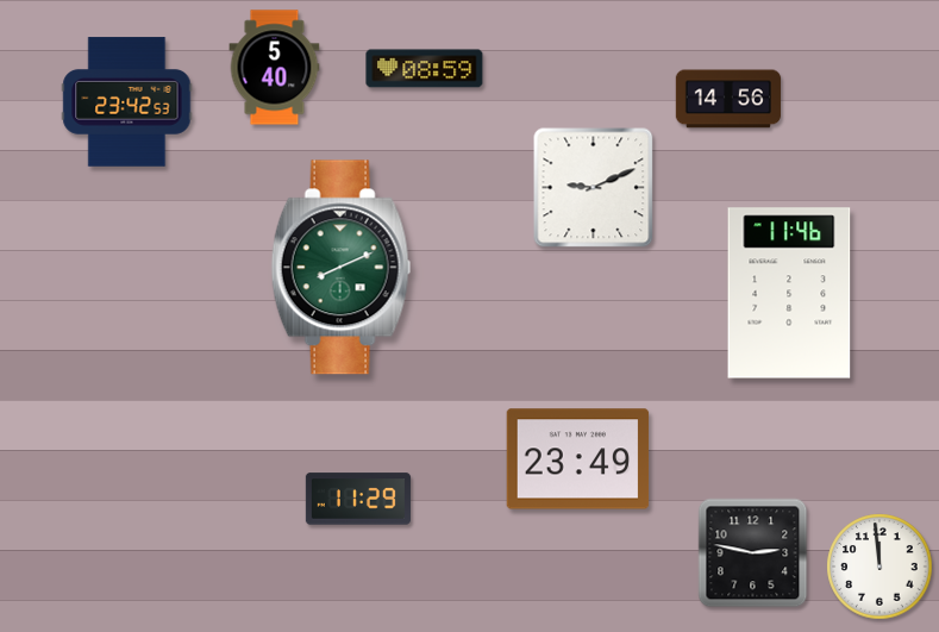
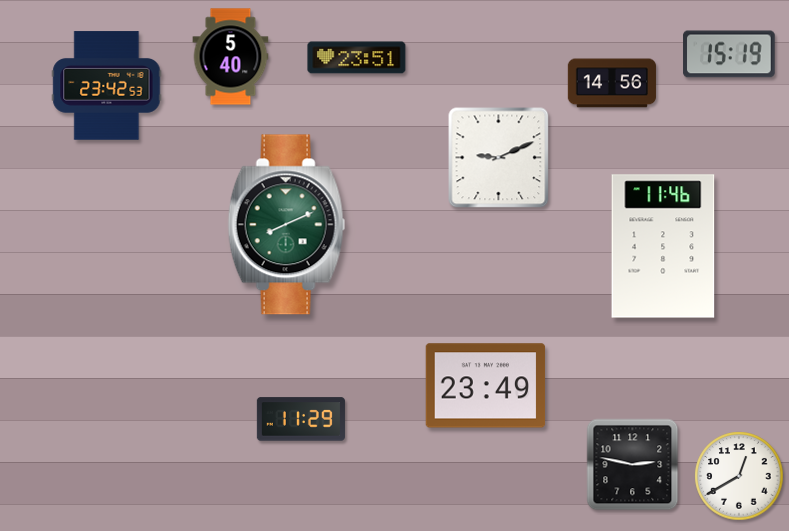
clock at (729, 54): none -> 15:19
clock at (425, 69): 08:59 -> 23:51
clock at (879, 567): 11:59 -> 12:40
